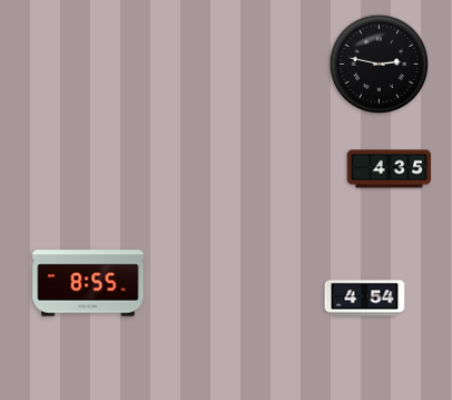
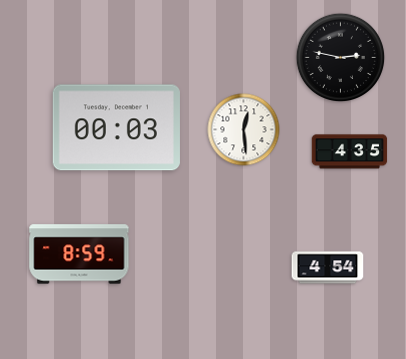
clock at (116, 128): none -> 00:03
clock at (244, 130): none -> 12:29
clock at (88, 283): 8:55 -> 8:59
